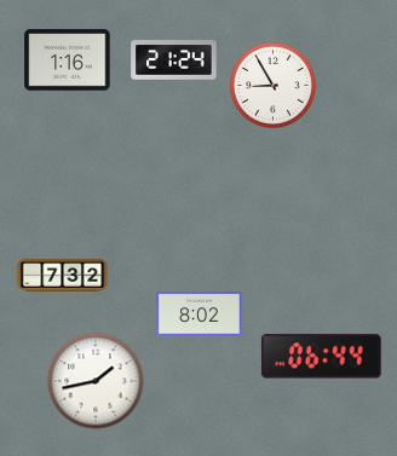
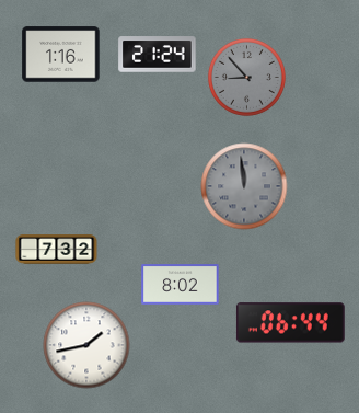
clock at (272, 85): 8:55 -> 8:53
clock at (272, 85) dial: white -> grey
clock at (244, 186): none -> 11:59
